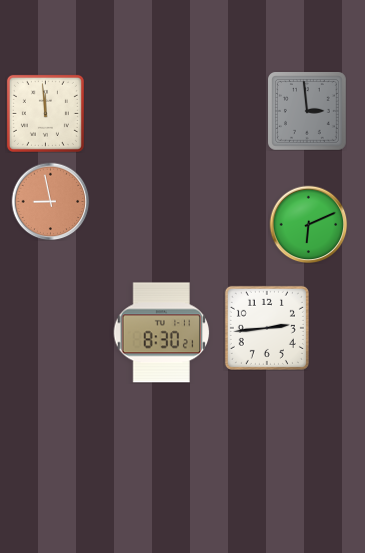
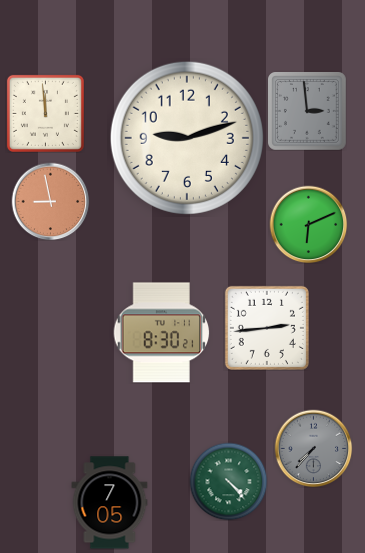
clock at (187, 138): none -> 9:12
clock at (313, 448): none -> 7:37
clock at (228, 481): none -> 4:23
clock at (110, 503): none -> 7:05
